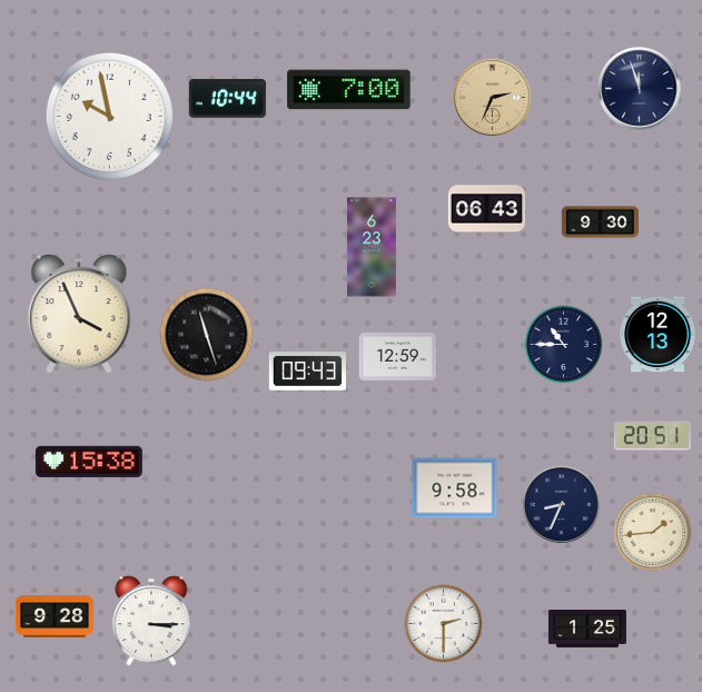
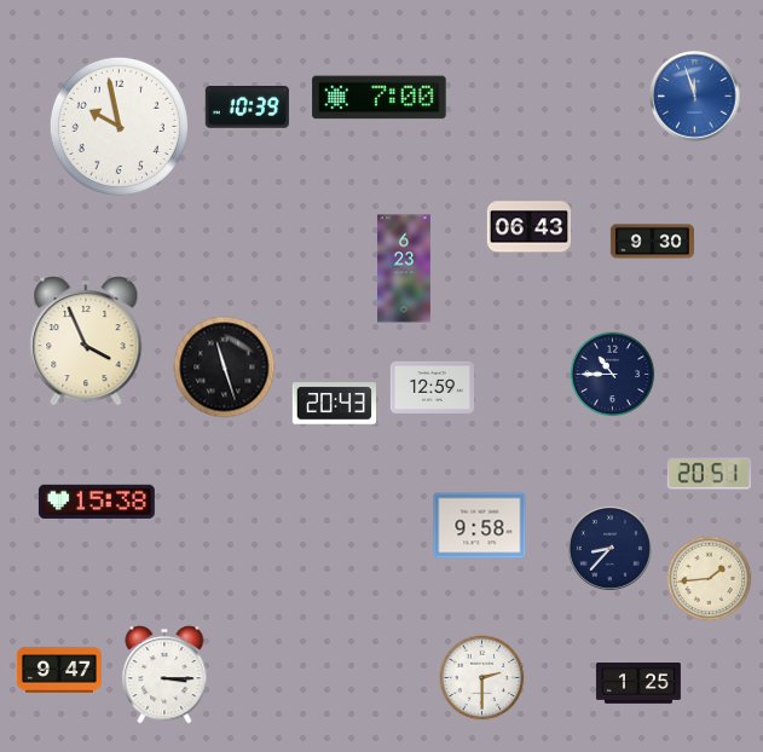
clock at (640, 89) dial: navy -> blue
clock at (492, 97): 2:34 -> none
clock at (227, 99): 10:44 -> 10:39
clock at (207, 335) position: (207, 335) -> (225, 368)
clock at (657, 335): 12:13 -> none
clock at (307, 372): 09:43 -> 20:43
clock at (455, 488) position: (455, 488) -> (480, 526)
clock at (561, 504): 8:34 -> 8:37
clock at (55, 616): 9:28 -> 9:47
